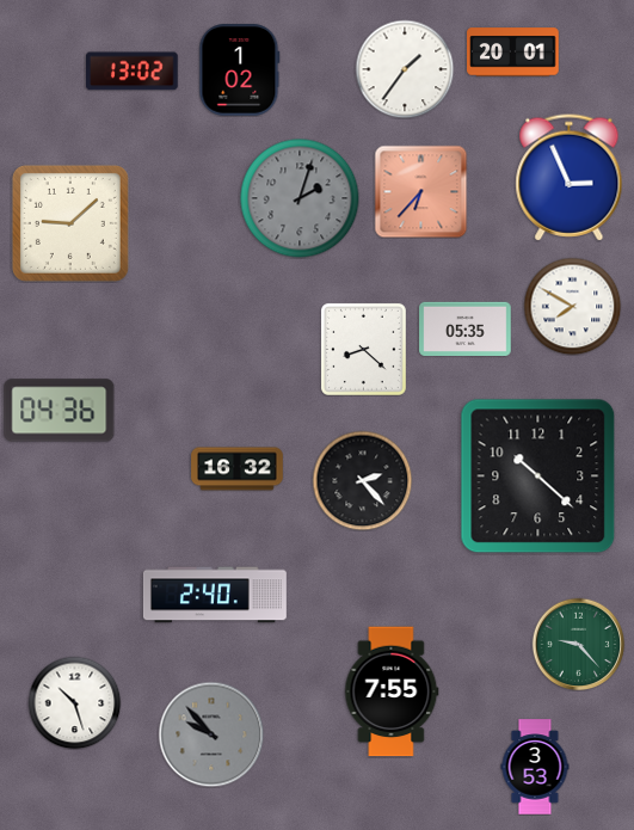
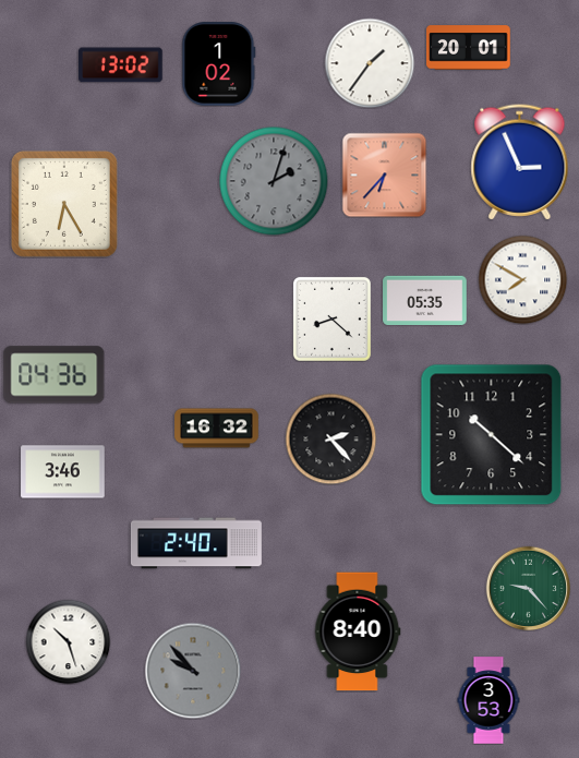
clock at (70, 223): 9:08 -> 6:25
clock at (63, 472): none -> 3:46
clock at (392, 691): 7:55 -> 8:40
